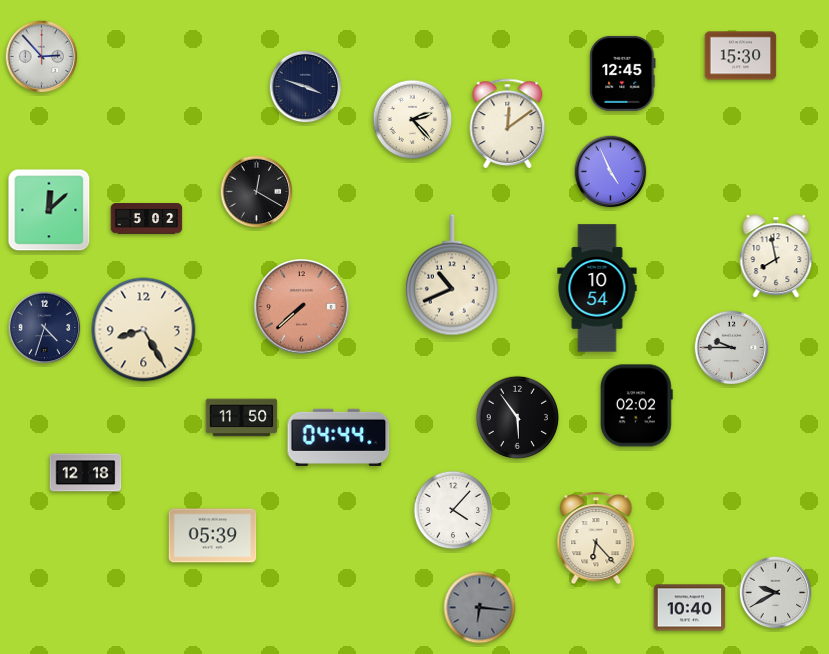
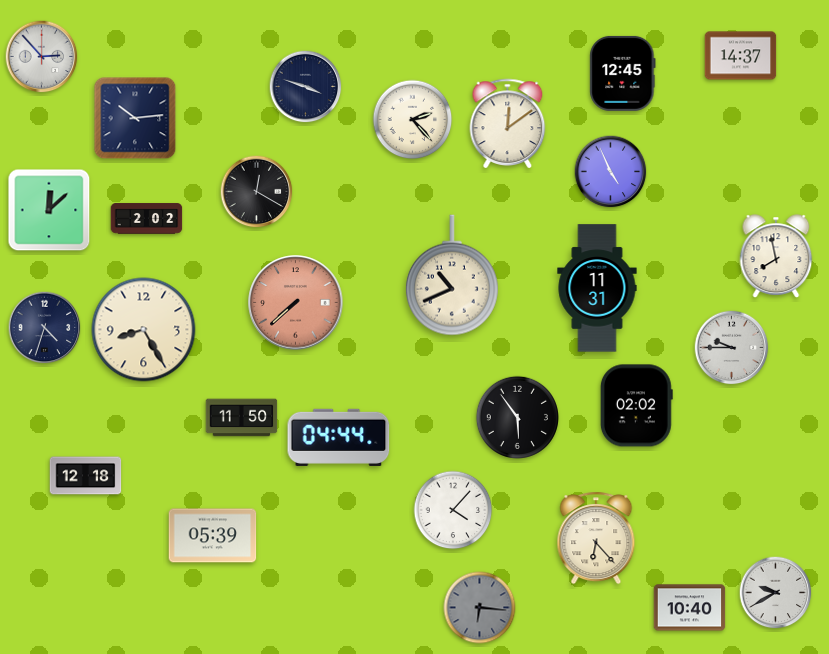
clock at (741, 56): 15:30 -> 14:37
clock at (135, 118): none -> 10:14
clock at (147, 219): 5:02 -> 2:02
clock at (597, 288): 10:54 -> 11:31
clock at (302, 307) position: (302, 307) -> (296, 303)
clock at (86, 473) position: (86, 473) -> (86, 476)
